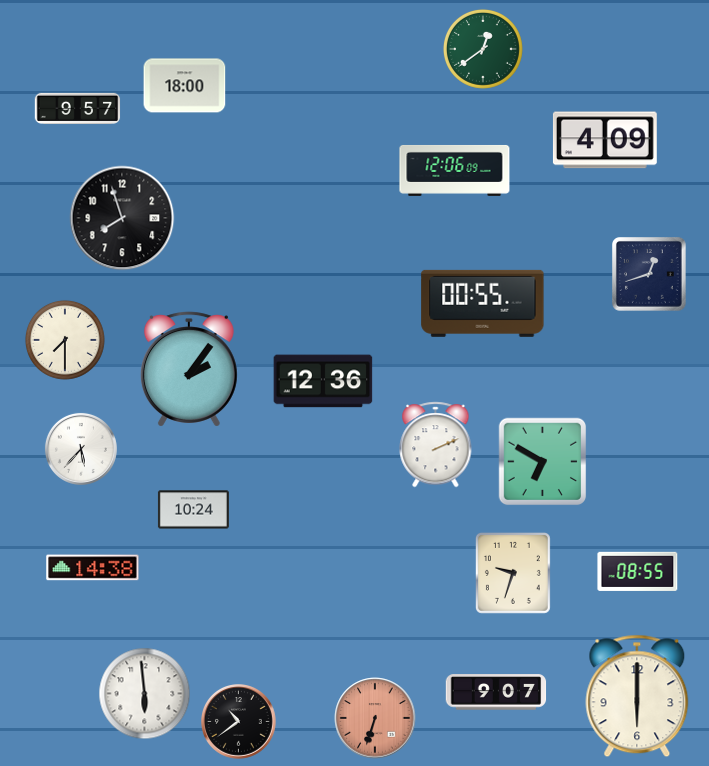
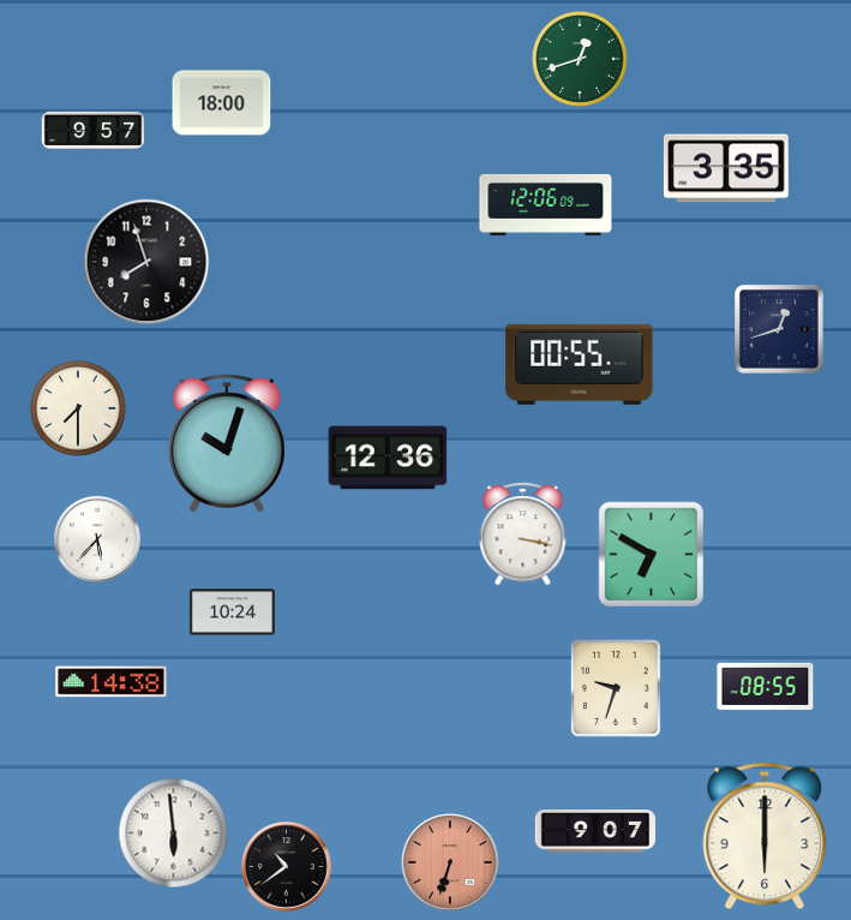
clock at (483, 49): 12:39 -> 12:42
clock at (605, 140): 4:09 -> 3:35
clock at (189, 369): 2:06 -> 10:03
clock at (436, 445): 2:11 -> 3:17
